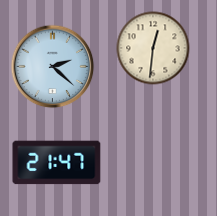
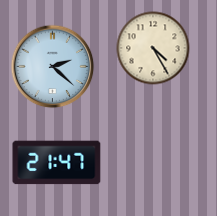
clock at (153, 48): 12:31 -> 4:25
